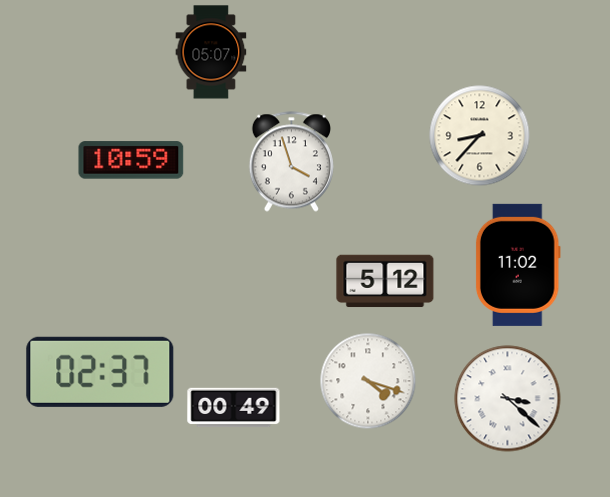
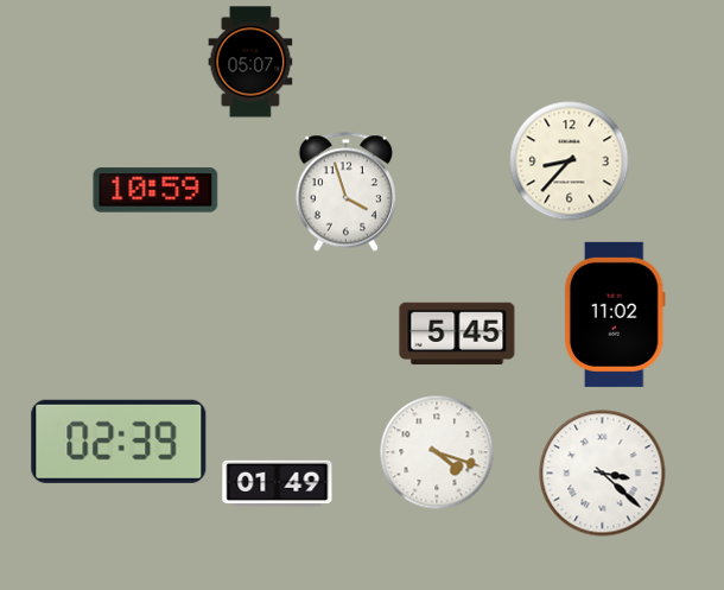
clock at (385, 281): 5:12 -> 5:45
clock at (100, 372): 02:37 -> 02:39
clock at (234, 408): 00:49 -> 01:49
